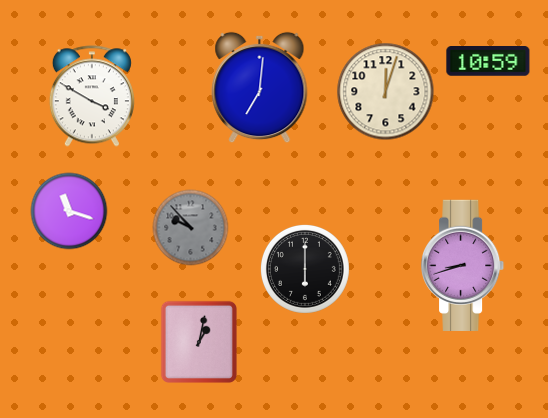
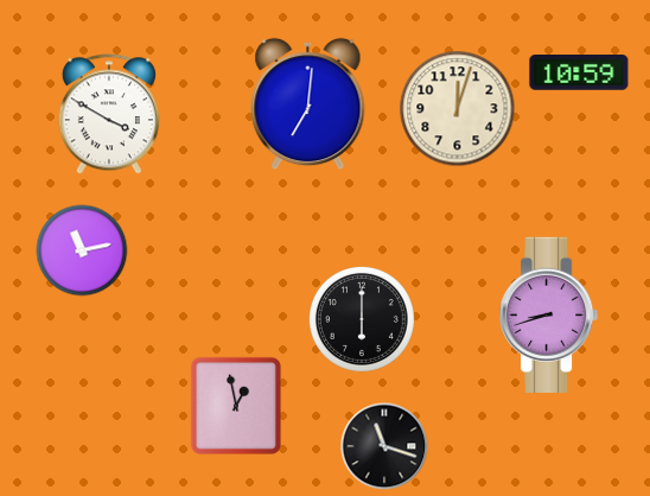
clock at (69, 211): 11:18 -> 11:13
clock at (191, 228): 9:53 -> none
clock at (199, 342): 1:02 -> 12:58
clock at (384, 446): none -> 11:18
